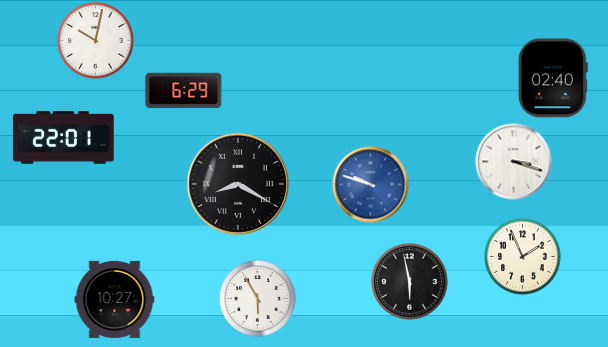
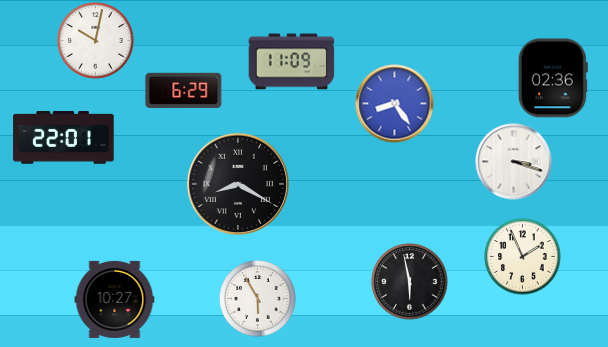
clock at (292, 62): none -> 11:09
clock at (553, 78): 02:40 -> 02:36
clock at (395, 104): none -> 8:24
clock at (371, 185): 9:48 -> none
